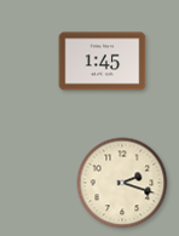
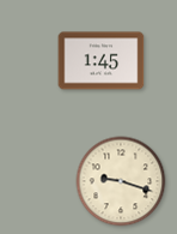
clock at (122, 183): 2:18 -> 9:18
